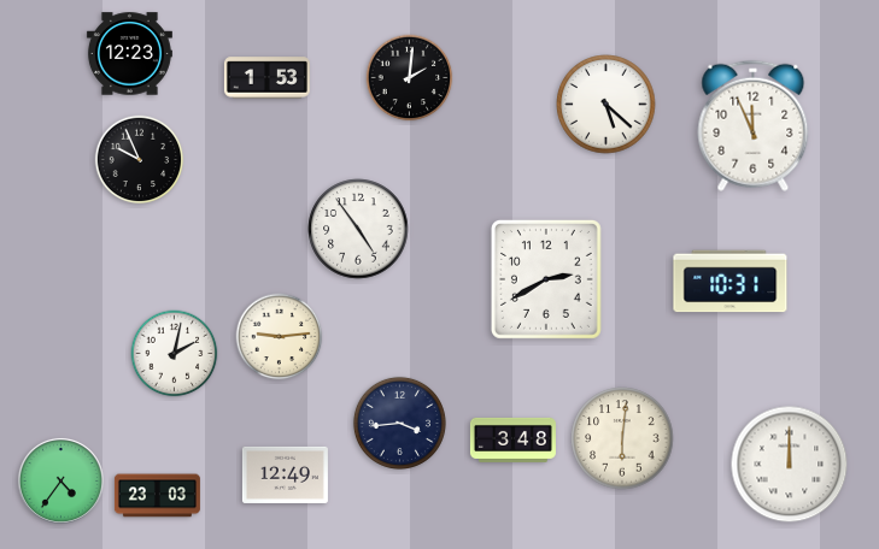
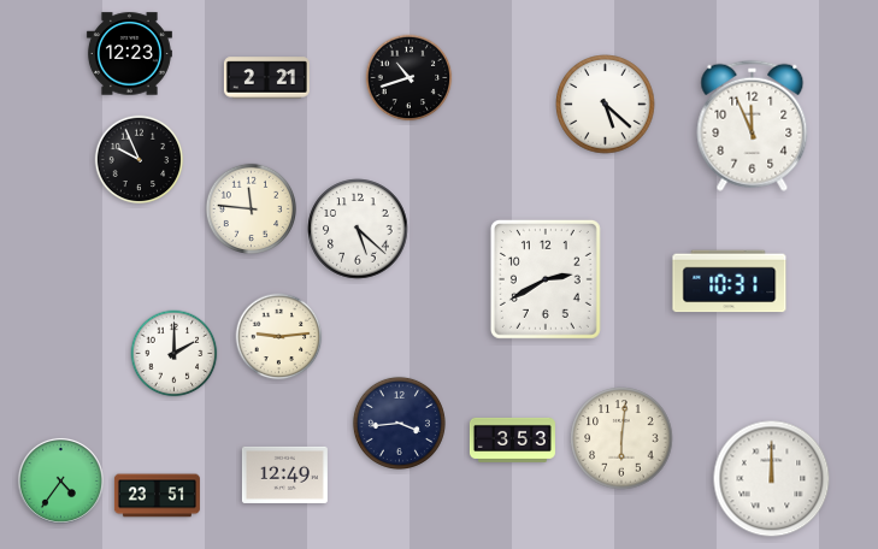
clock at (266, 78): 1:53 -> 2:21
clock at (410, 78): 2:01 -> 10:42
clock at (251, 208): none -> 11:46
clock at (358, 229): 4:54 -> 5:22
clock at (175, 354): 2:02 -> 2:00
clock at (512, 439): 3:48 -> 3:53
clock at (790, 465) position: (790, 465) -> (772, 479)
clock at (157, 496): 23:03 -> 23:51
